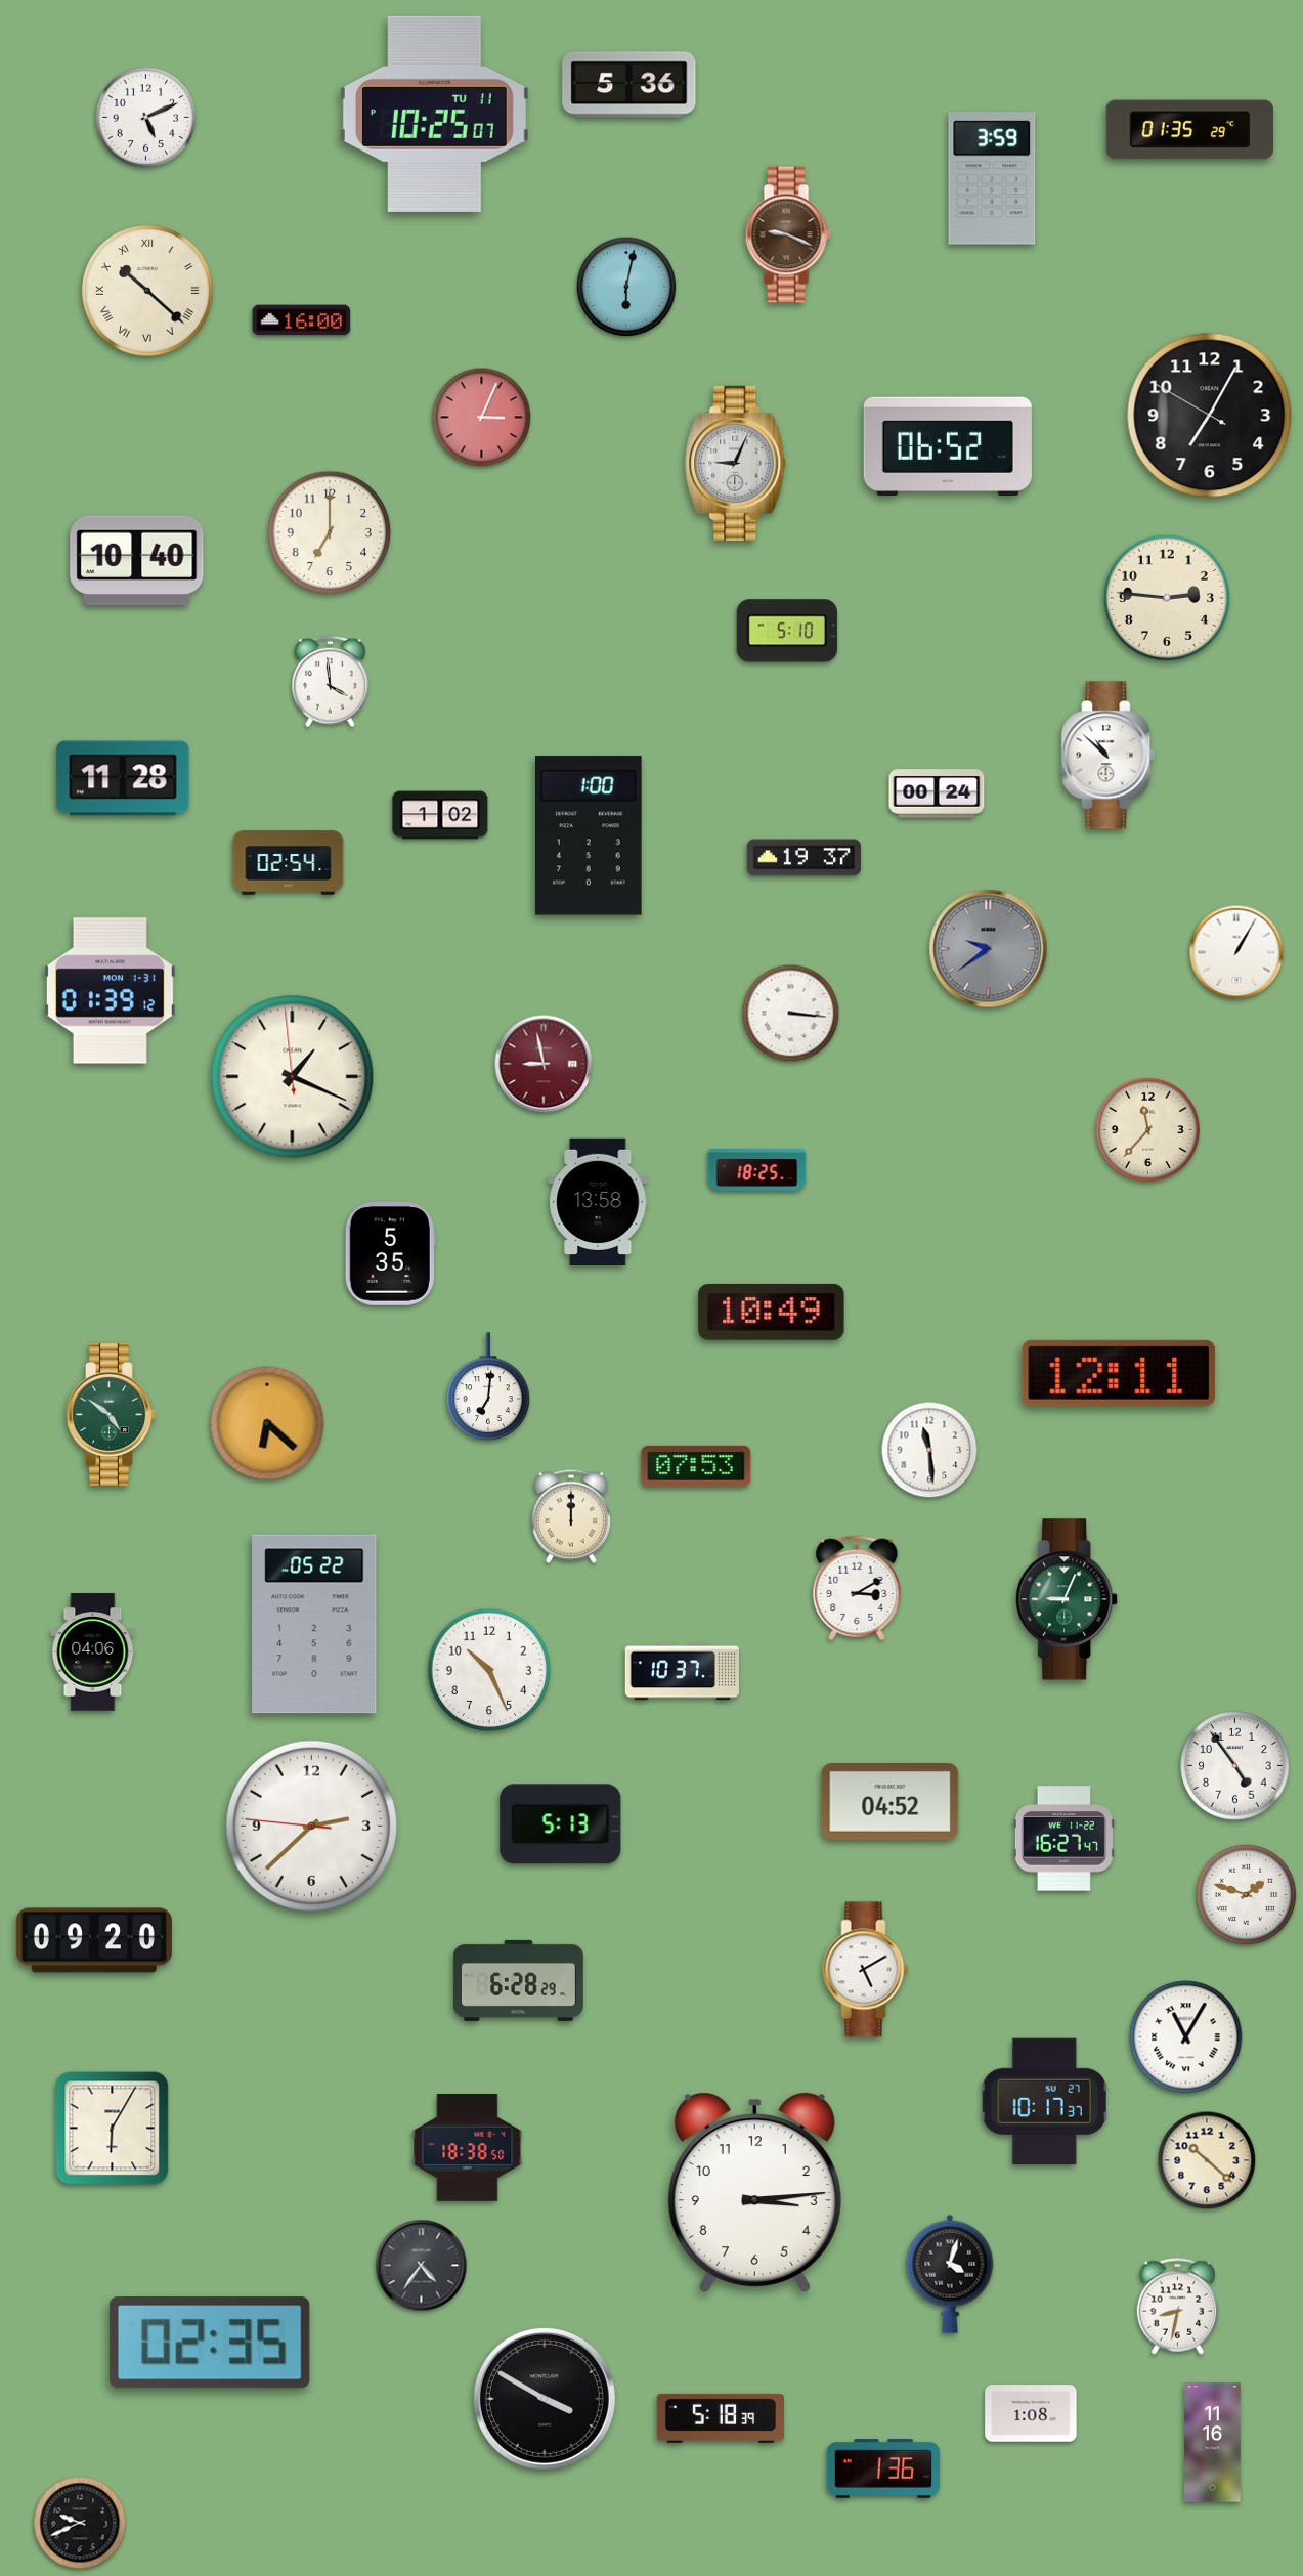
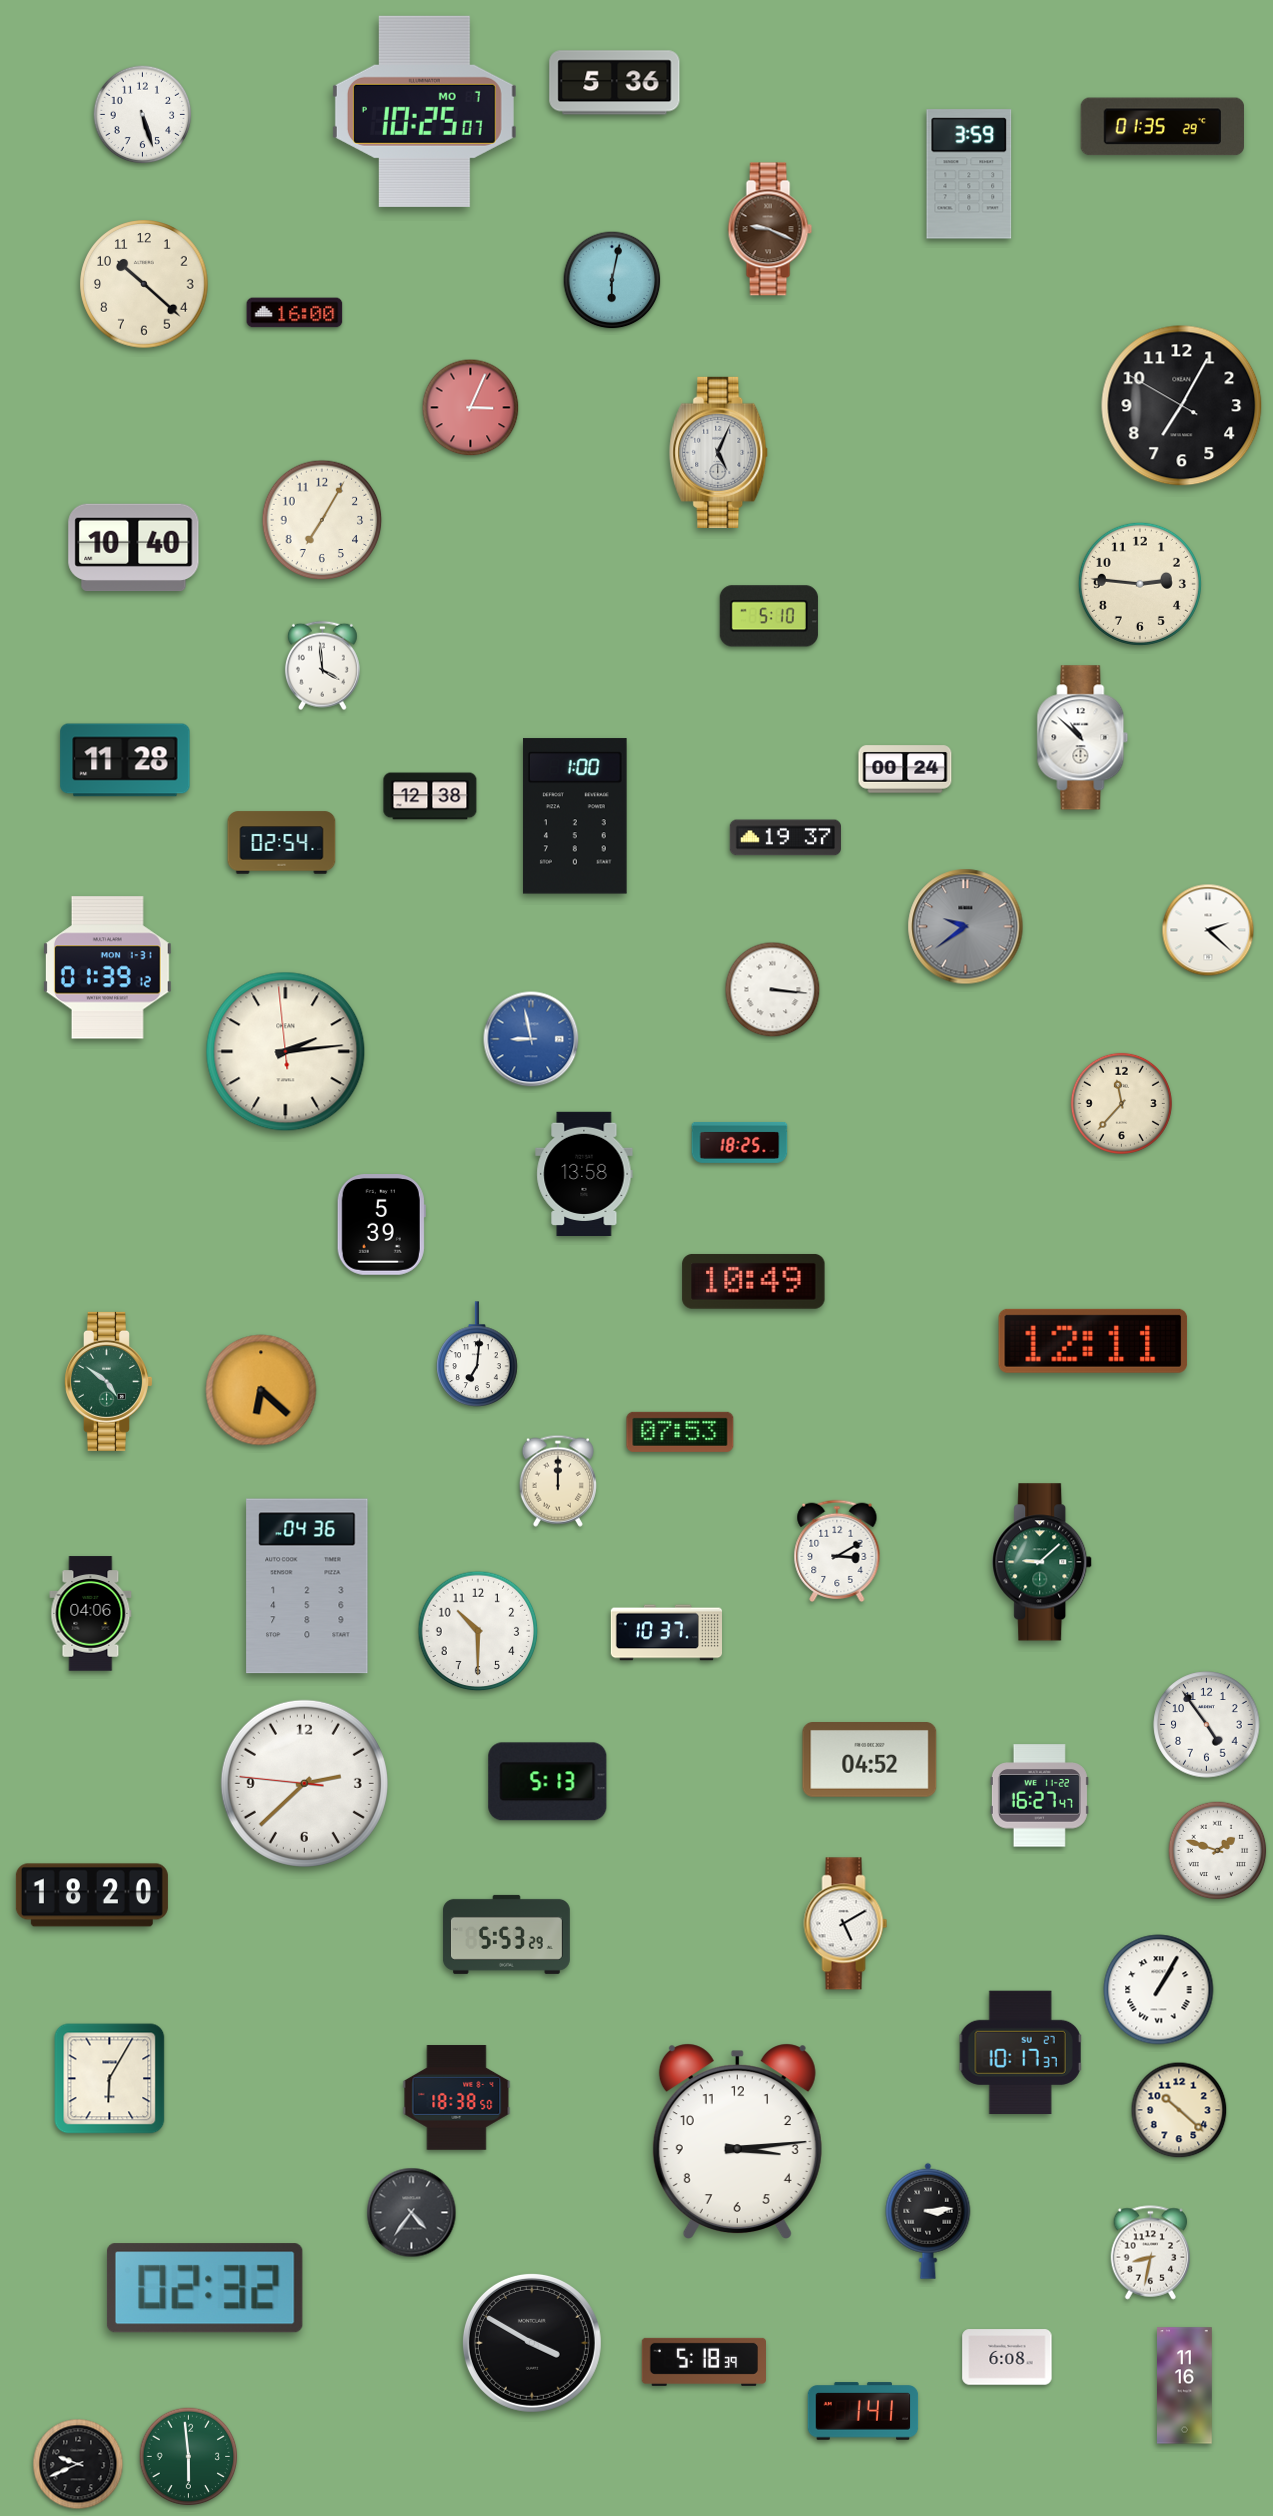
clock at (434, 114) date: TU 11 -> MO 7
clock at (146, 118): 5:11 -> 5:27
clock at (147, 291) numerals: Roman -> Arabic
clock at (948, 446): 06:52 -> none
clock at (736, 463): 9:04 -> 5:04
clock at (330, 532): 7:00 -> 7:05
clock at (123, 778) position: (123, 778) -> (125, 760)
clock at (937, 793) position: (937, 793) -> (905, 769)
clock at (440, 815): 1:02 -> 12:38
clock at (1236, 952): 1:05 -> 2:22
clock at (544, 1064) dial: burgundy -> blue
clock at (293, 1077): 1:18 -> 2:13
clock at (390, 1254): 5:35 -> 5:39
clock at (929, 1450): 11:29 -> none
clock at (1068, 1599): 9:04 -> 9:08
clock at (314, 1624): 05:22 -> 04:36
clock at (489, 1670): 10:26 -> 10:30
clock at (94, 1940): 09:20 -> 18:20
clock at (518, 1980): 6:28 -> 5:53
clock at (1186, 2037): 11:05 -> 1:05
clock at (950, 2274): 4:03 -> 3:14
clock at (210, 2343): 02:35 -> 02:32
clock at (1031, 2413): 1:08 -> 6:08
clock at (883, 2468): 1:36 -> 1:41
clock at (189, 2457): none -> 5:59
